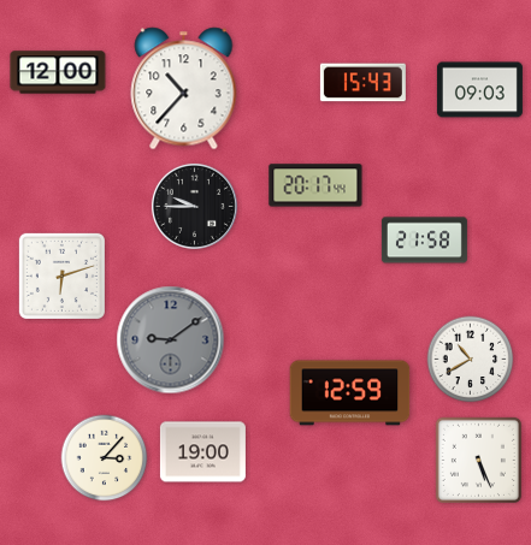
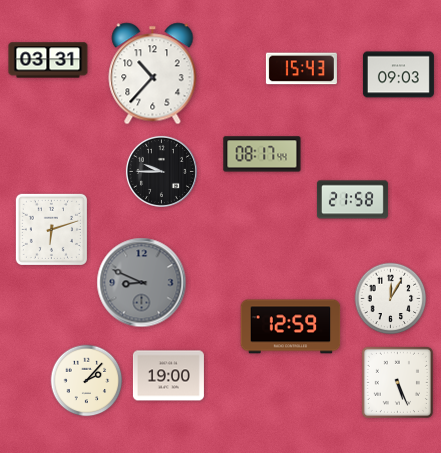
clock at (58, 72): 12:00 -> 03:31
clock at (315, 185): 20:17 -> 08:17
clock at (171, 340): 9:09 -> 8:49
clock at (471, 360): 10:40 -> 12:05
clock at (105, 458): 3:07 -> 2:07
